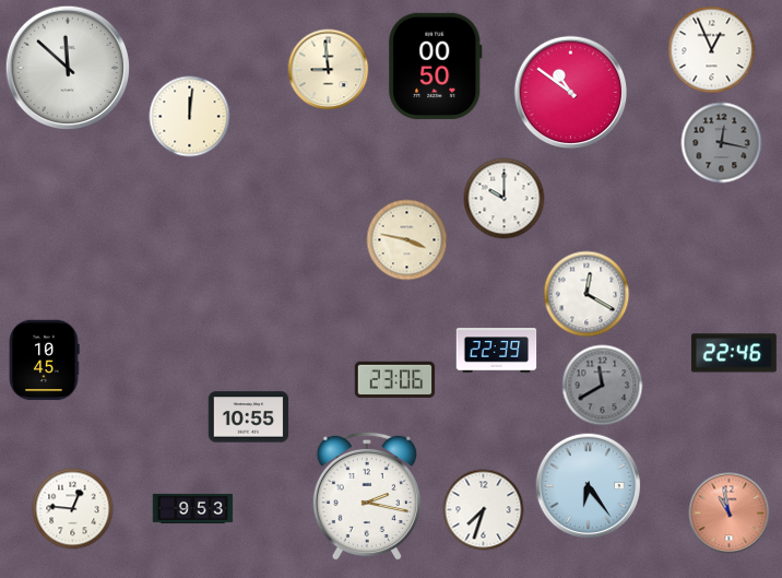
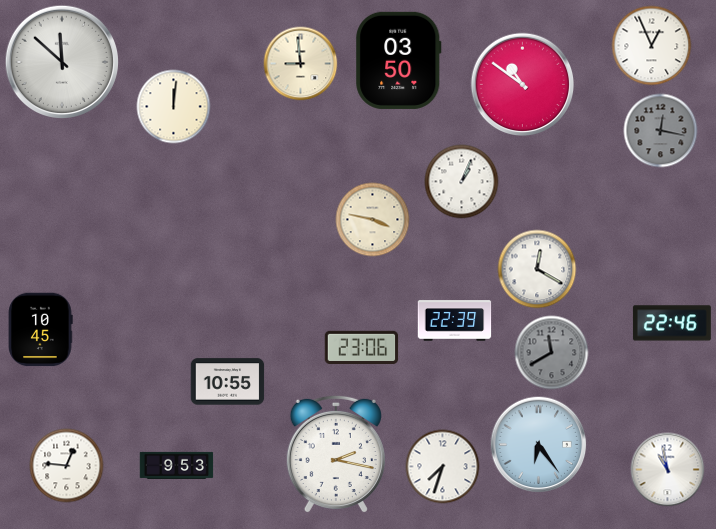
clock at (436, 66): 00:50 -> 03:50
clock at (505, 199): 10:00 -> 1:04
clock at (730, 514) dial: salmon -> white
